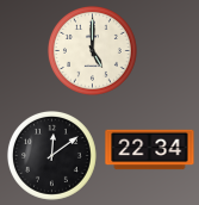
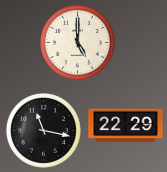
clock at (150, 150): 22:34 -> 22:29
clock at (51, 155): 12:09 -> 11:17
